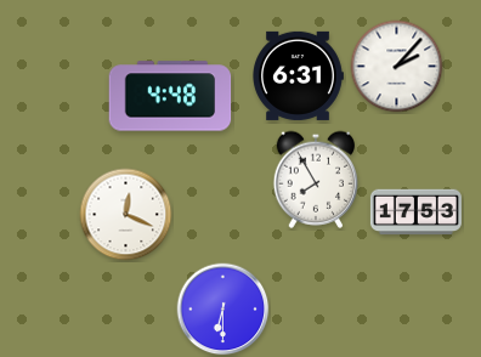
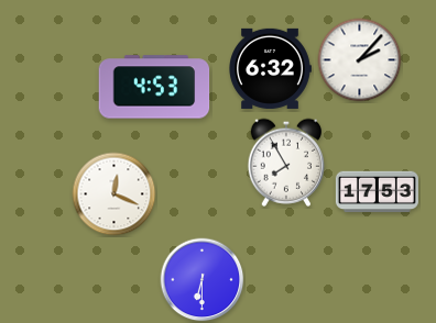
clock at (298, 75): 6:31 -> 6:32
clock at (170, 96): 4:48 -> 4:53
